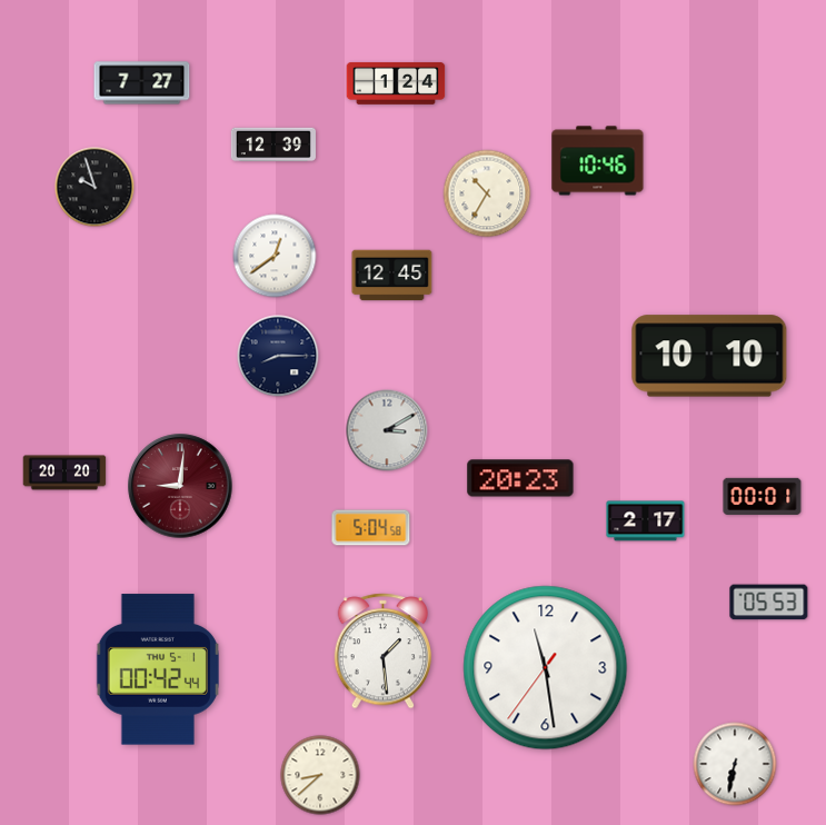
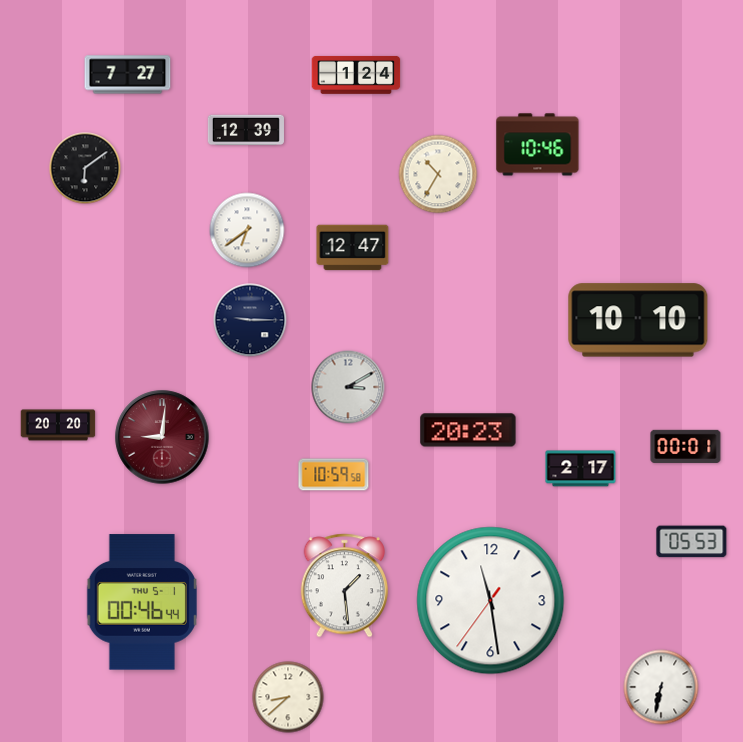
clock at (94, 187): 9:57 -> 6:09
clock at (275, 256): 12:39 -> 6:39
clock at (392, 276): 12:45 -> 12:47
clock at (278, 356): 8:15 -> 9:15
clock at (371, 528): 5:04 -> 10:59
clock at (158, 669): 00:42 -> 00:46
